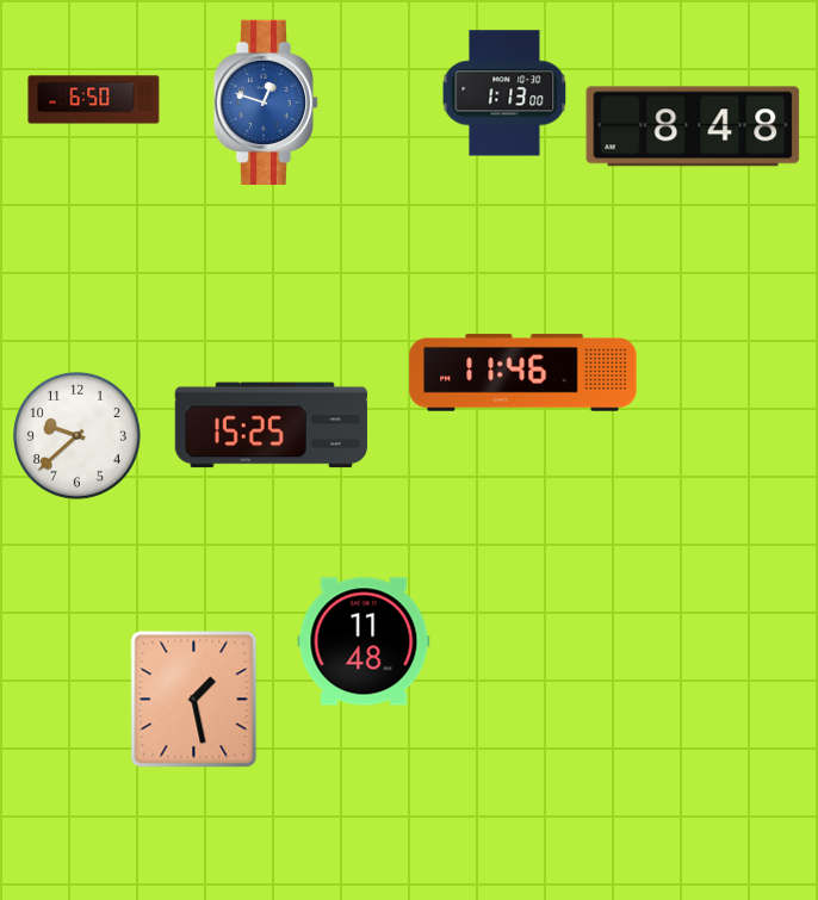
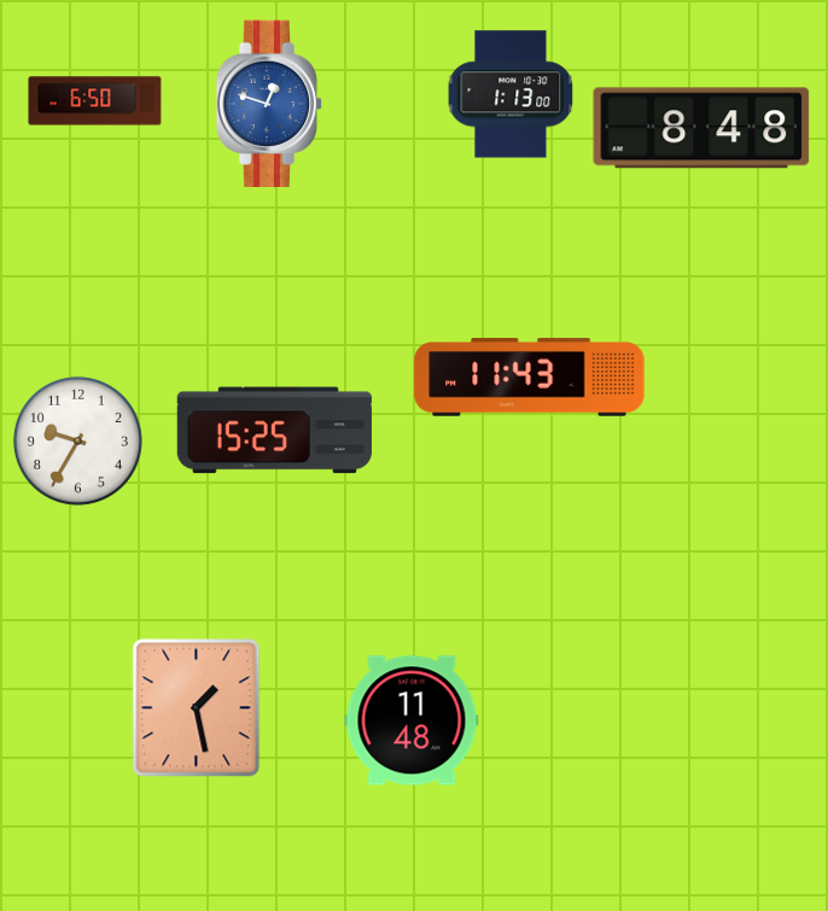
clock at (523, 373): 11:46 -> 11:43
clock at (76, 435): 9:38 -> 9:35
clock at (364, 641) position: (364, 641) -> (412, 720)
